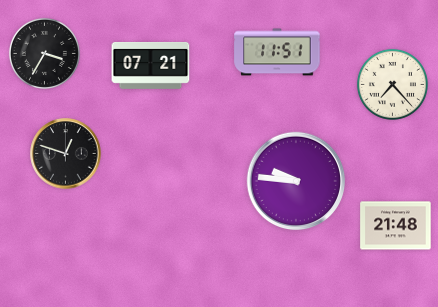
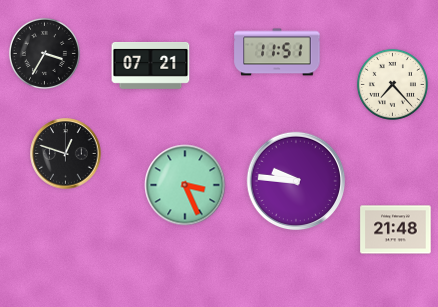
clock at (185, 185): none -> 3:26
clock at (396, 226) position: (396, 226) -> (396, 230)
